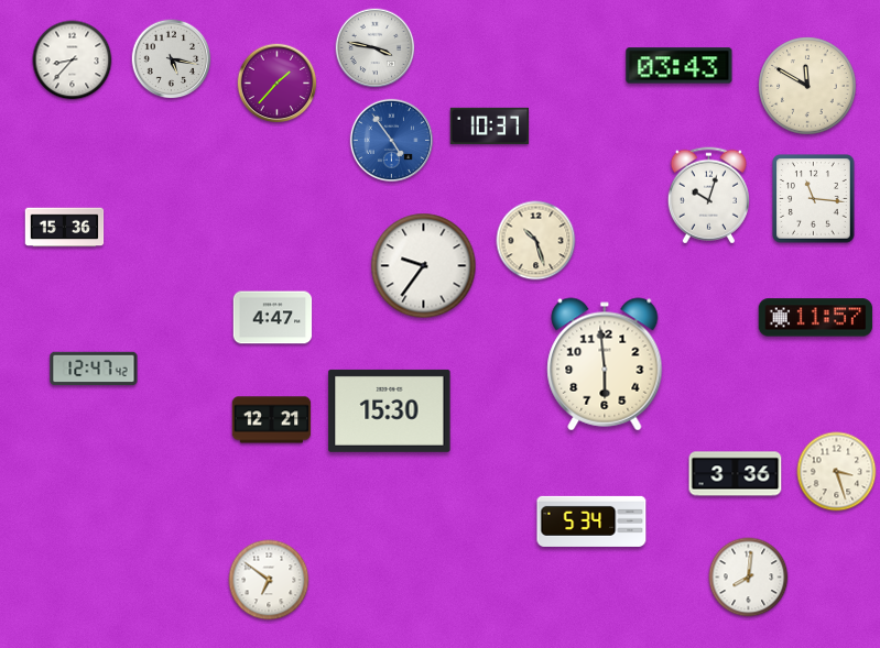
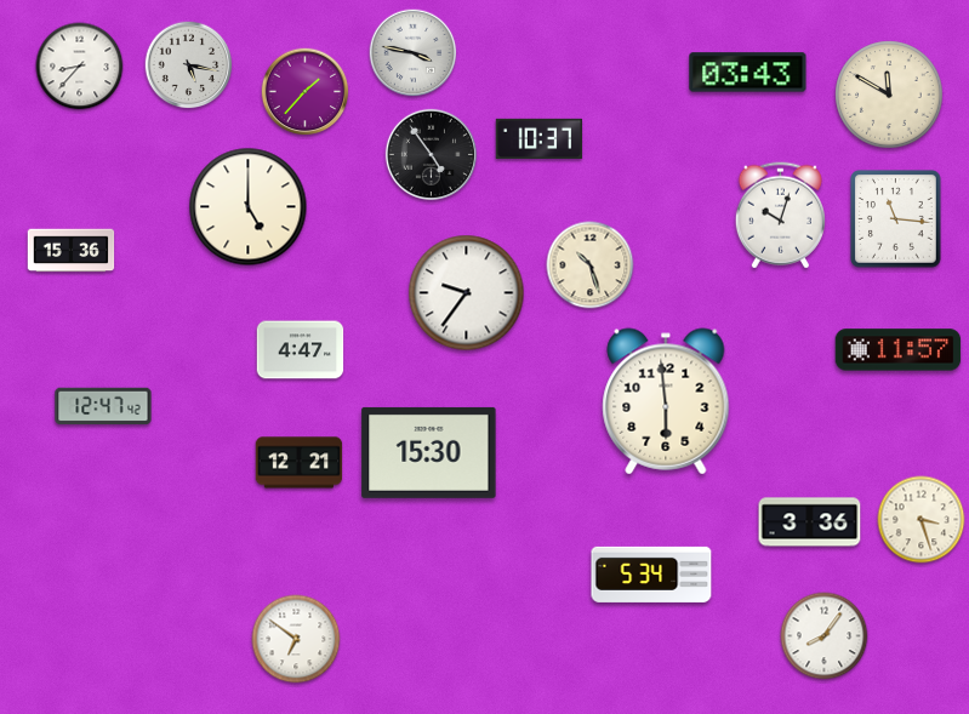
clock at (391, 140) dial: blue -> black
clock at (249, 207): none -> 5:00
clock at (749, 578): 8:01 -> 8:06
